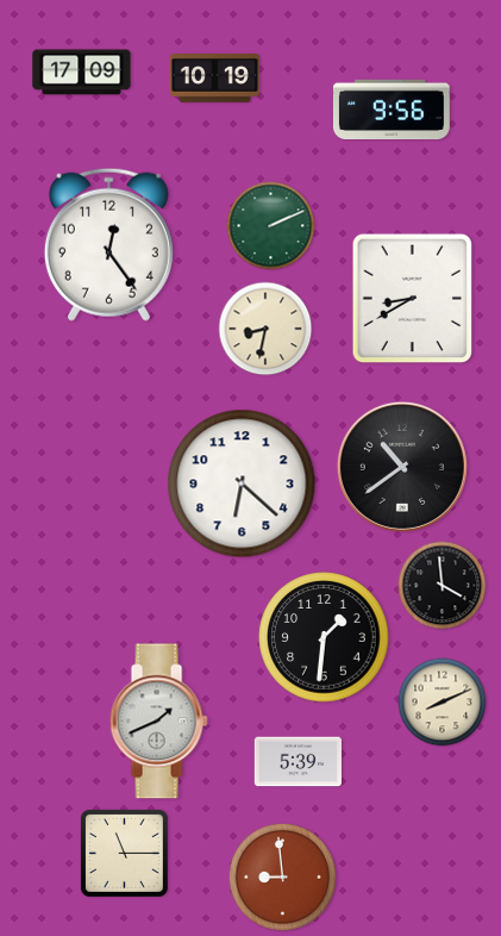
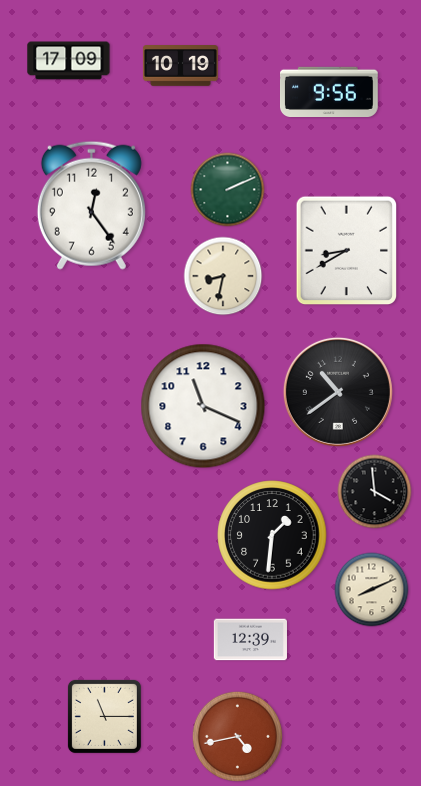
clock at (242, 483): 6:22 -> 11:19
clock at (443, 586) position: (443, 586) -> (375, 492)
clock at (158, 722): 1:41 -> none
clock at (298, 762): 5:39 -> 12:39
clock at (282, 876): 8:59 -> 4:43
